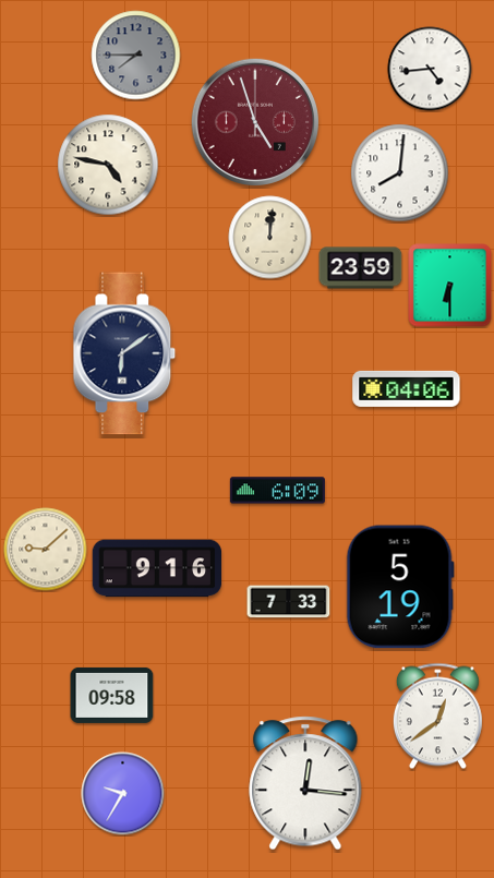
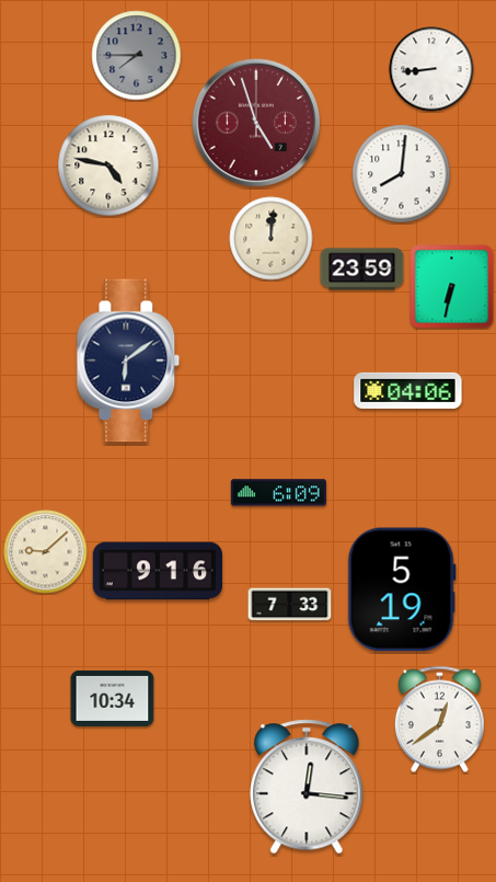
clock at (430, 69): 4:44 -> 8:44
clock at (450, 286): 6:30 -> 6:32
clock at (124, 353) position: (124, 353) -> (128, 360)
clock at (112, 695): 09:58 -> 10:34
clock at (123, 794): 9:35 -> none
